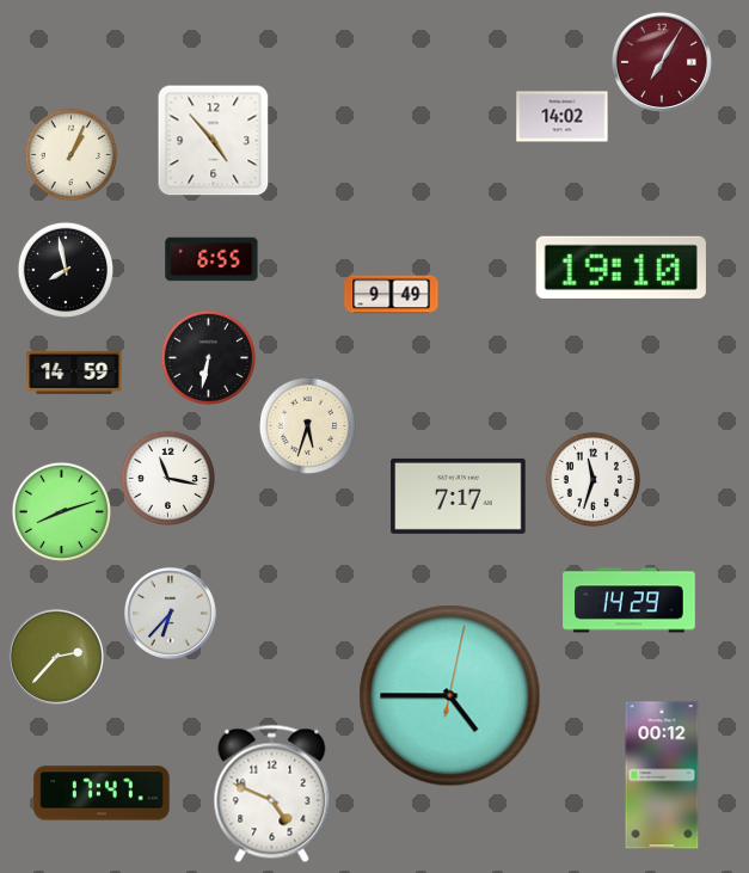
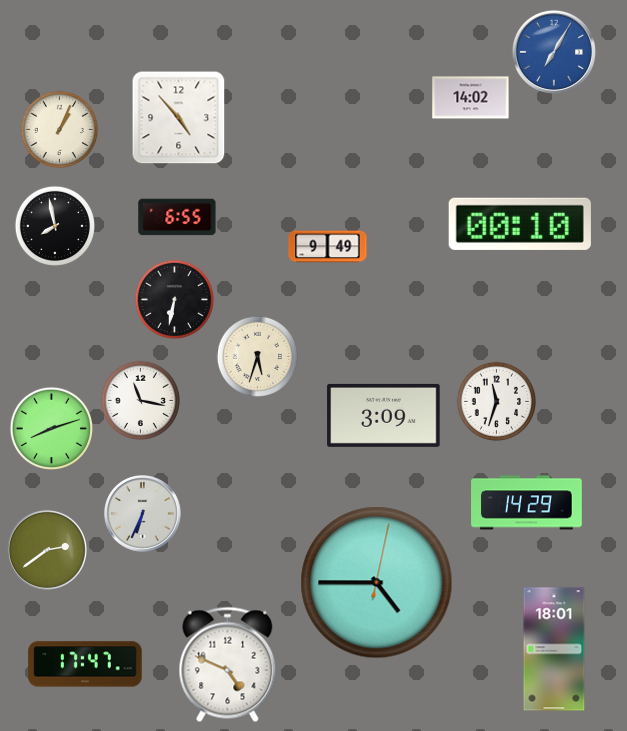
clock at (662, 62) dial: burgundy -> blue
clock at (621, 268): 19:10 -> 00:10
clock at (74, 373): 14:59 -> none
clock at (459, 496): 7:17 -> 3:09
clock at (171, 614): 6:37 -> 6:34
clock at (56, 657): 2:37 -> 2:39
clock at (662, 775): 00:12 -> 18:01
